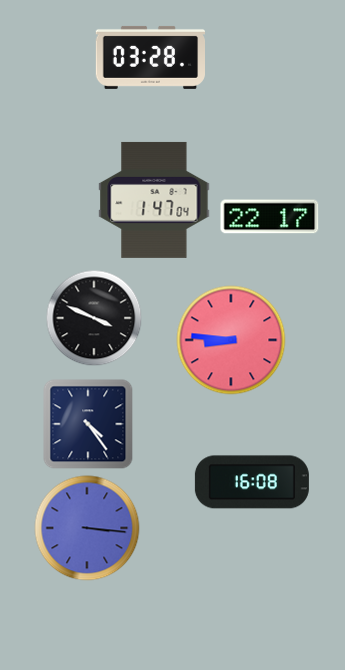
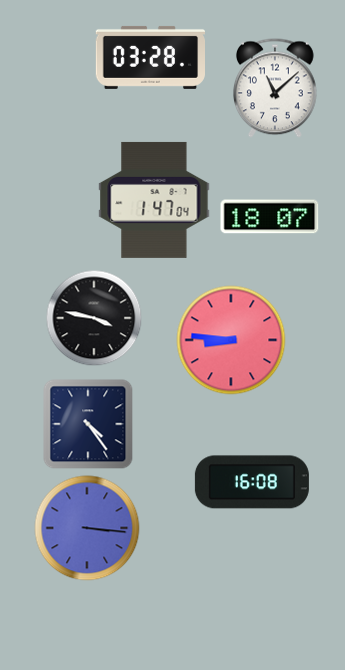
clock at (276, 88): none -> 11:08
clock at (270, 217): 22:17 -> 18:07
clock at (94, 318): 3:49 -> 3:47
